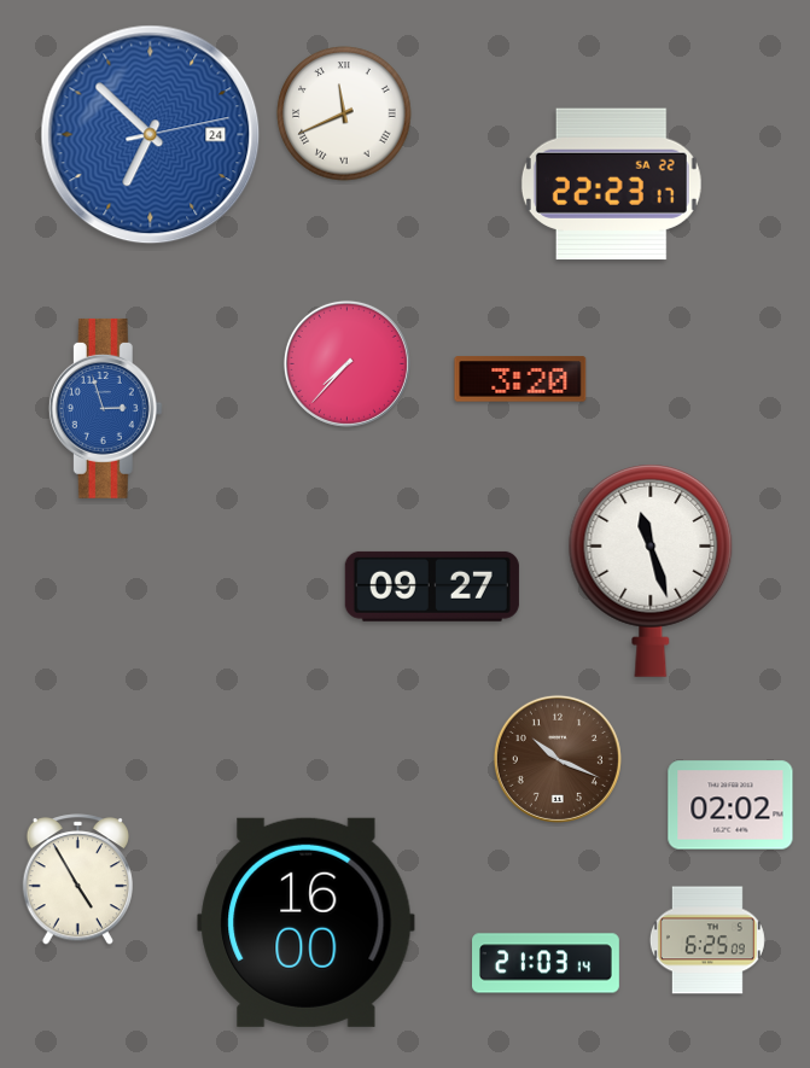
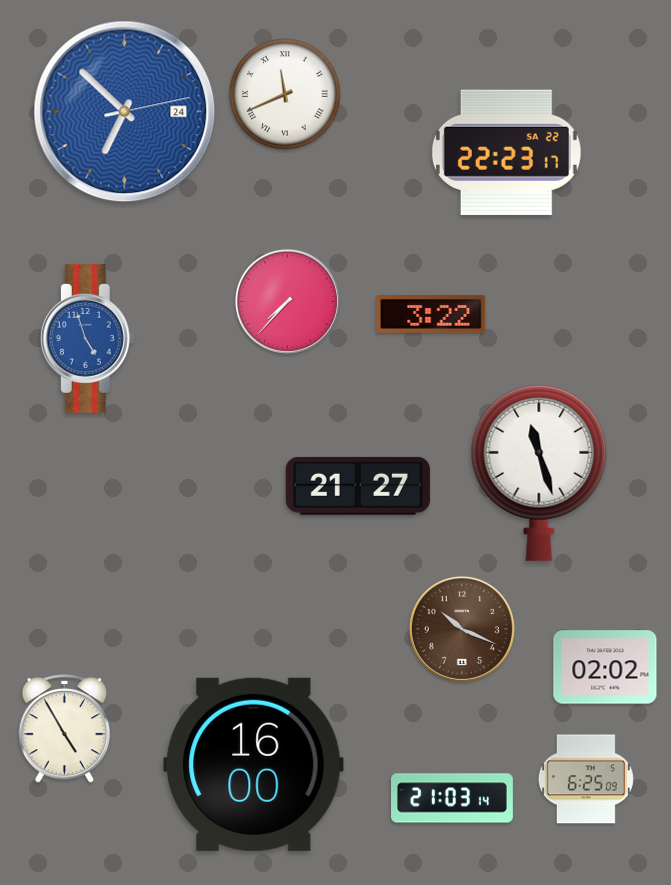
clock at (520, 379): 3:20 -> 3:22
clock at (105, 408): 2:57 -> 4:57
clock at (432, 586): 09:27 -> 21:27
